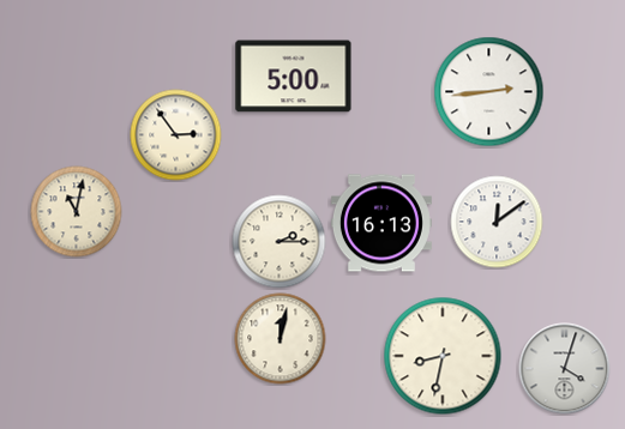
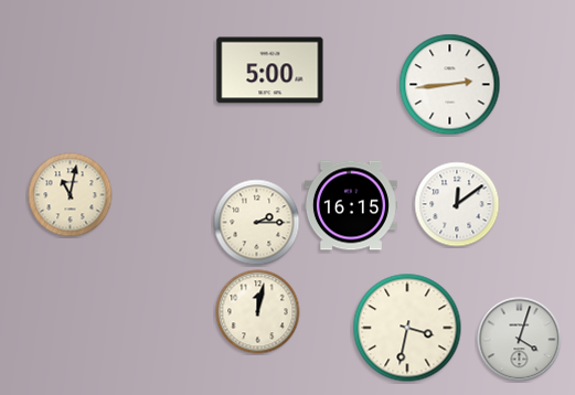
clock at (176, 135): 2:54 -> none
clock at (381, 223): 16:13 -> 16:15
clock at (443, 356): 8:32 -> 3:32
